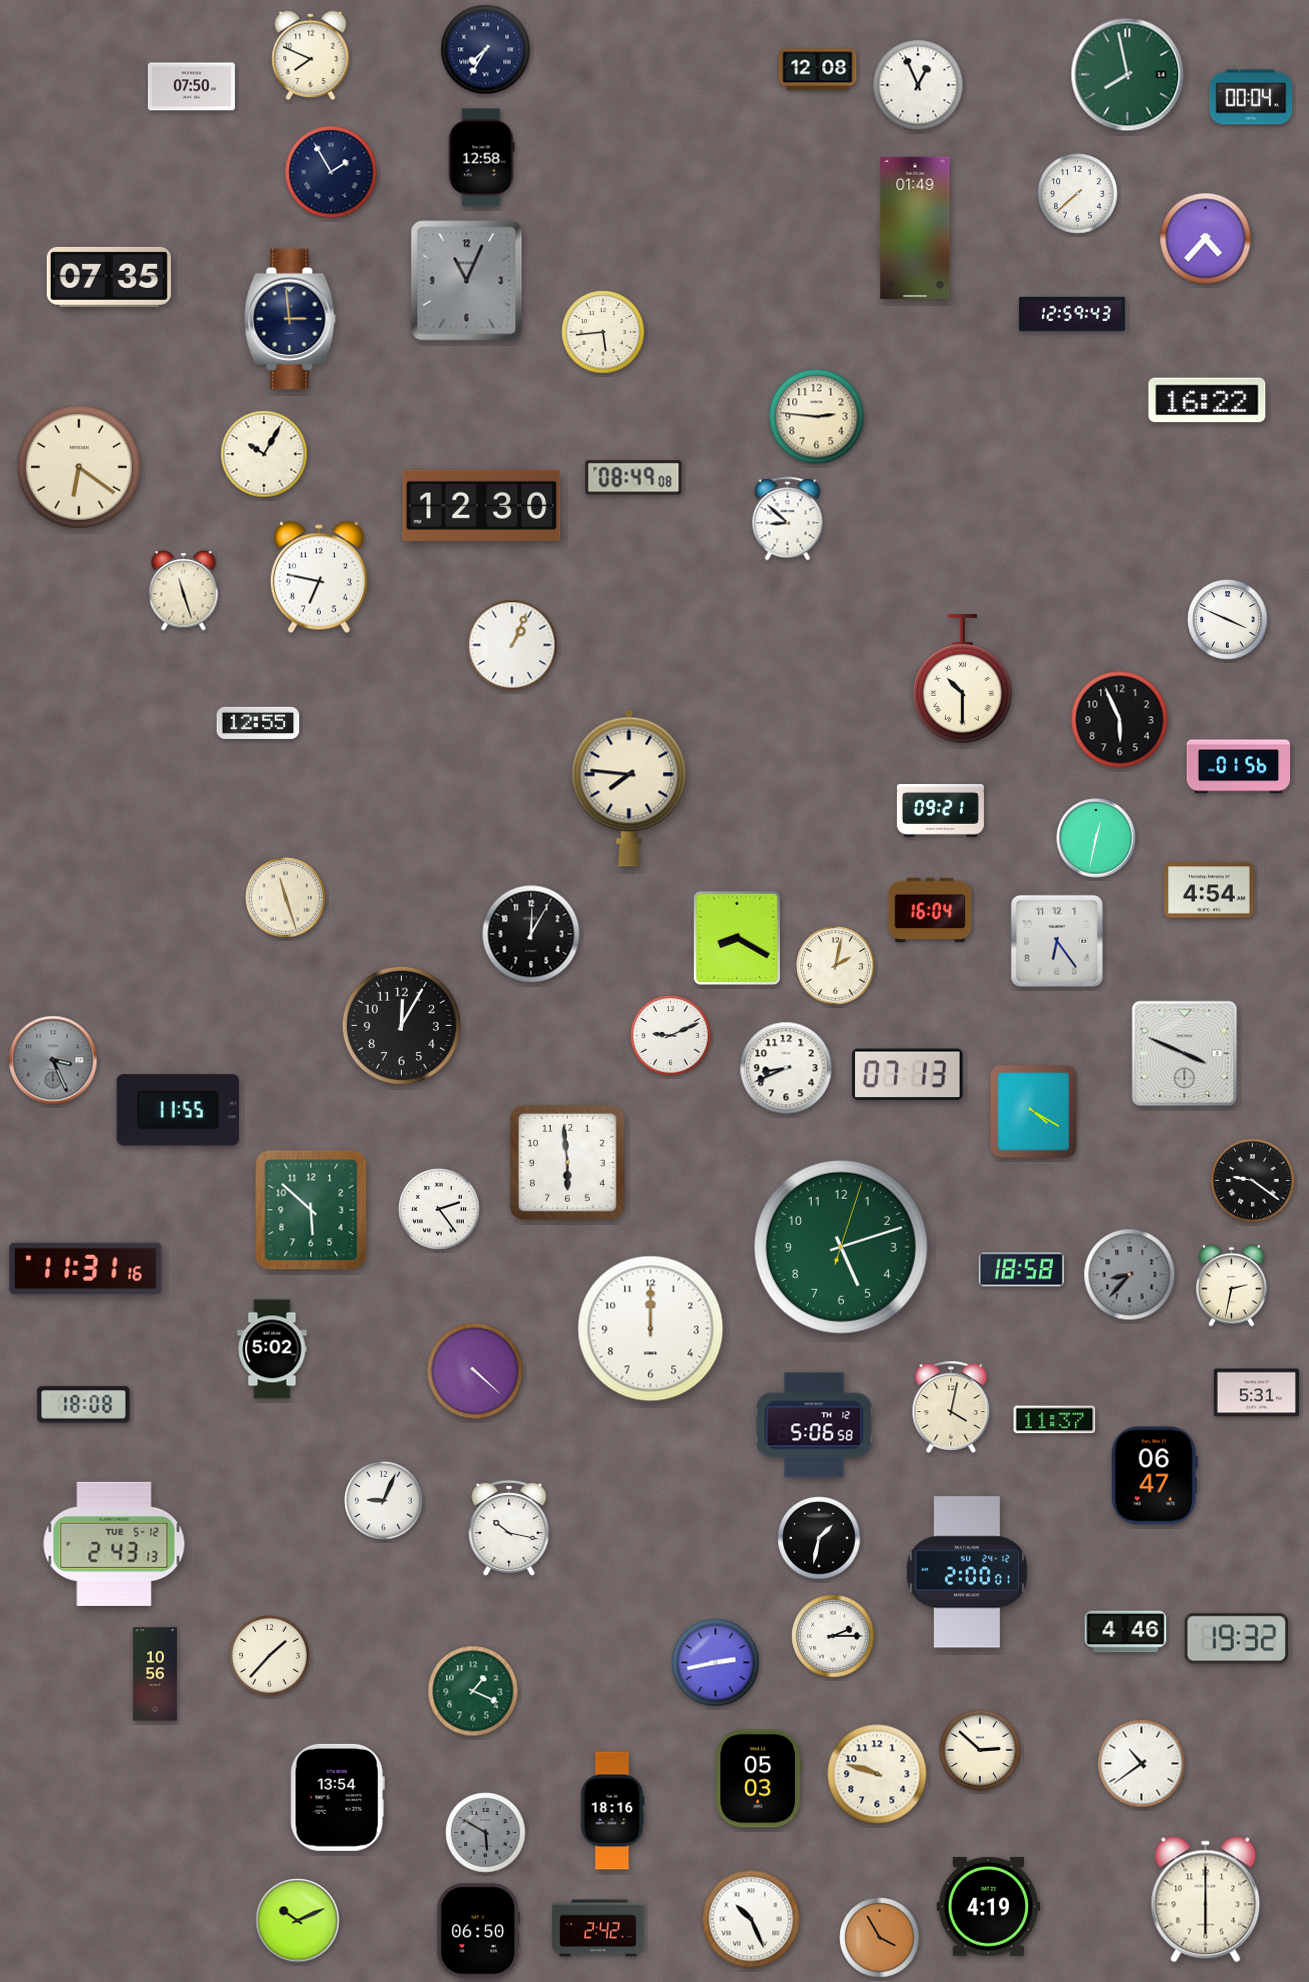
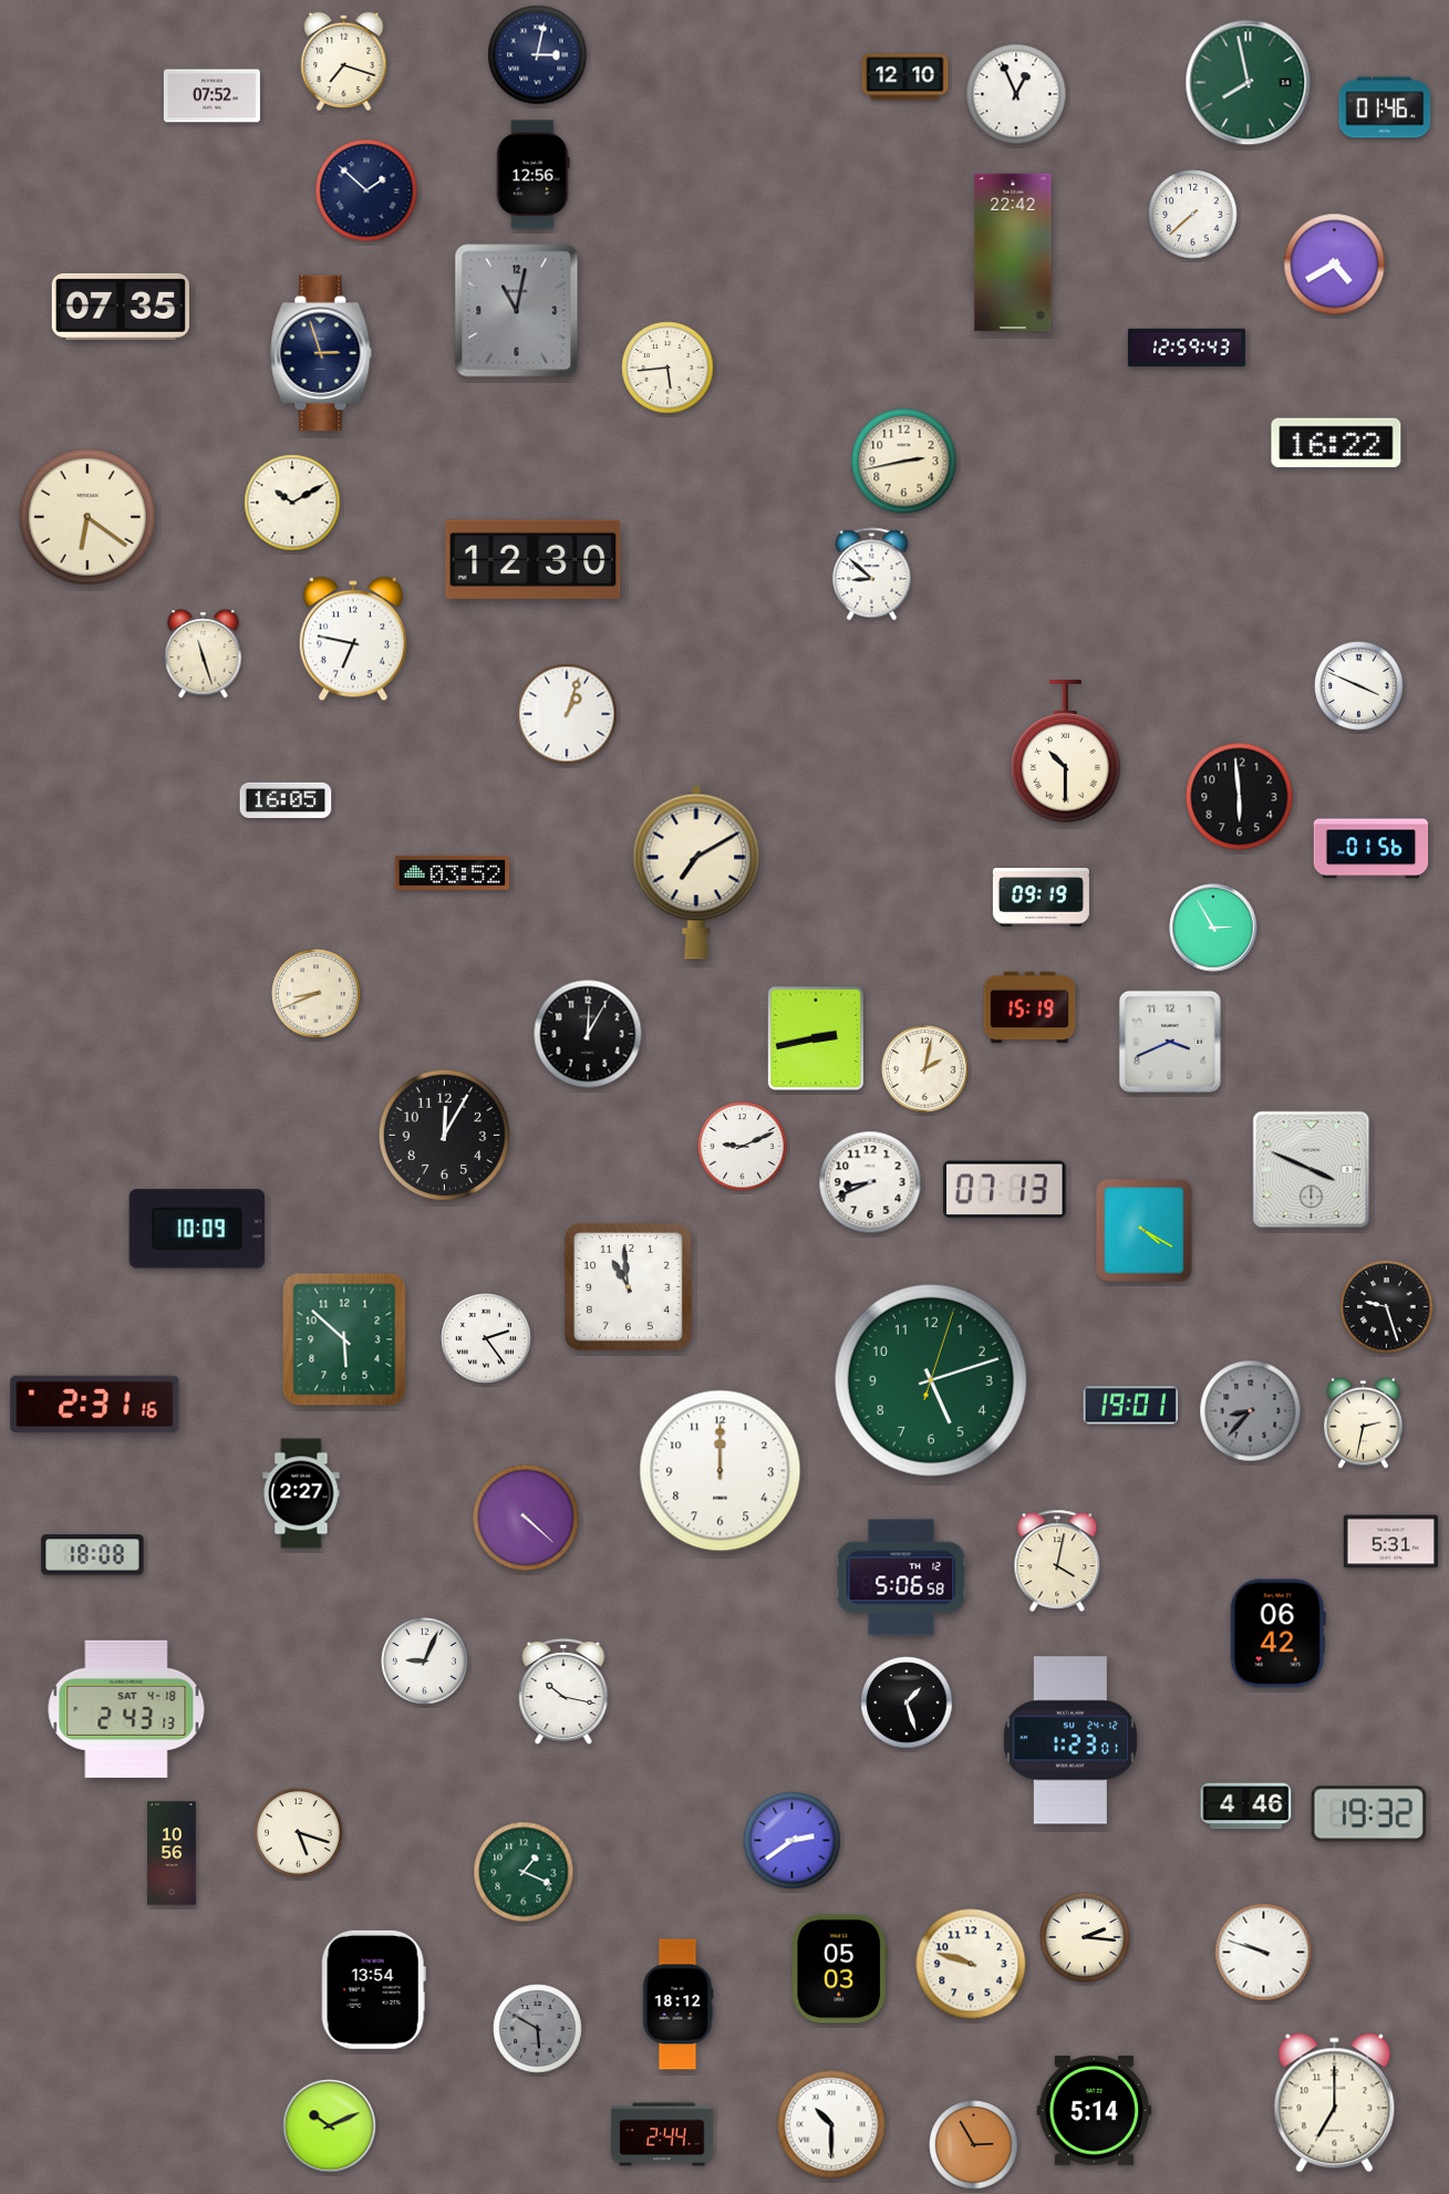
clock at (486, 50): 7:35 -> 3:02
clock at (311, 55): 7:49 -> 7:18
clock at (818, 70): 12:08 -> 12:10
clock at (191, 87): 07:50 -> 07:52
clock at (1251, 97): 00:04 -> 01:46
clock at (482, 158): 12:58 -> 12:56
clock at (331, 172): 1:55 -> 1:52
clock at (915, 228): 01:49 -> 22:42
clock at (1206, 239): 4:37 -> 4:40
clock at (467, 281): 11:04 -> 11:02
clock at (290, 319): 2:59 -> 2:57
clock at (817, 417): 2:46 -> 2:43
clock at (264, 454): 10:05 -> 10:10
clock at (634, 478): 08:49 -> none
clock at (512, 645): 1:04 -> 1:03
clock at (1120, 720): 5:56 -> 5:59
clock at (258, 723): 12:55 -> 16:05
clock at (453, 872): none -> 03:52
clock at (629, 788): 7:46 -> 7:10
clock at (940, 811): 09:21 -> 09:19
clock at (1096, 838): 12:32 -> 2:55
clock at (1209, 890): 4:54 -> none
clock at (286, 898): 11:27 -> 8:41
clock at (930, 910): 16:04 -> 15:19
clock at (736, 937): 8:20 -> 2:43
clock at (1057, 941): 6:24 -> 3:41
clock at (1185, 1054) position: (1185, 1054) -> (1312, 1170)
clock at (53, 1060): 3:26 -> none
clock at (177, 1110): 11:55 -> 10:09
clock at (567, 1162): 5:59 -> 10:59
clock at (1253, 1181): 9:21 -> 9:27
clock at (86, 1269): 11:31 -> 2:31
clock at (1021, 1270): 18:58 -> 19:01
clock at (272, 1349): 5:02 -> 2:27
clock at (951, 1407) position: (951, 1407) -> (1057, 1561)
clock at (1055, 1420): 11:37 -> none
clock at (1154, 1476): 06:47 -> 06:42
clock at (819, 1538): 1:32 -> 1:27
clock at (114, 1544) date: TUE 5-12 -> SAT 4-18
clock at (967, 1572): 2:00 -> 1:23
clock at (833, 1636): 2:15 -> none
clock at (270, 1656): 1:37 -> 5:18
clock at (716, 1663): 2:43 -> 2:39
clock at (980, 1750): 2:52 -> 2:16
clock at (1142, 1764): 10:39 -> 9:48
clock at (612, 1811): 18:16 -> 18:12
clock at (1206, 1900): 6:00 -> 7:00
clock at (989, 1906): 4:19 -> 5:14
clock at (751, 1919): 10:26 -> 10:30
clock at (598, 1928): 2:42 -> 2:44
clock at (479, 1931): 06:50 -> none
clock at (880, 1938): 3:55 -> 2:55
